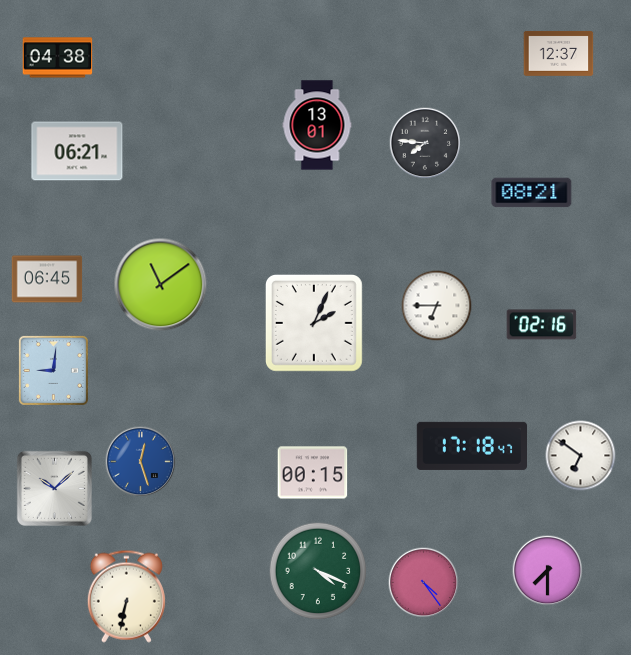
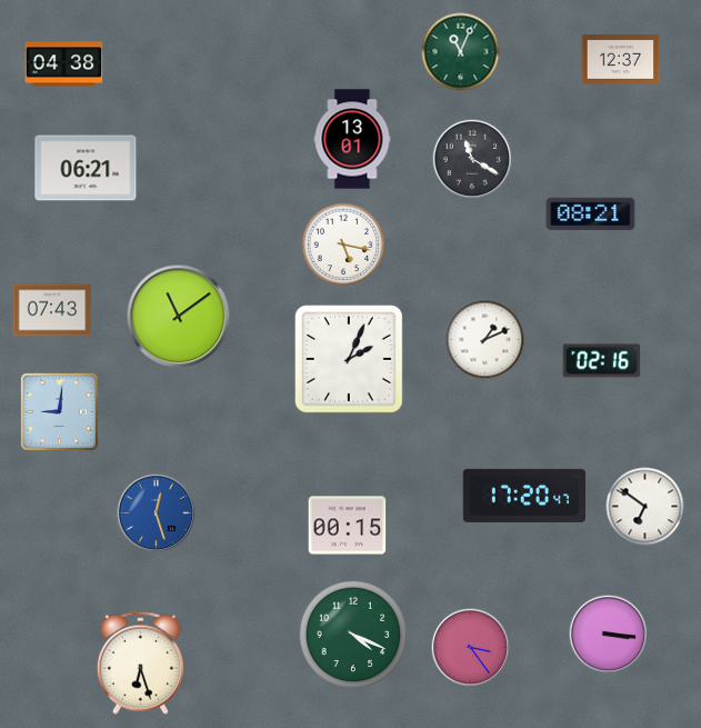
clock at (461, 52): none -> 11:04
clock at (425, 143): 7:46 -> 11:20
clock at (343, 245): none -> 5:17
clock at (47, 279): 06:45 -> 07:43
clock at (437, 306): 6:45 -> 1:11
clock at (471, 446): 17:18 -> 17:20
clock at (54, 488): 10:08 -> none
clock at (548, 571): 7:30 -> 3:16
clock at (424, 583): 4:24 -> 3:24
clock at (126, 596): 6:32 -> 6:27
